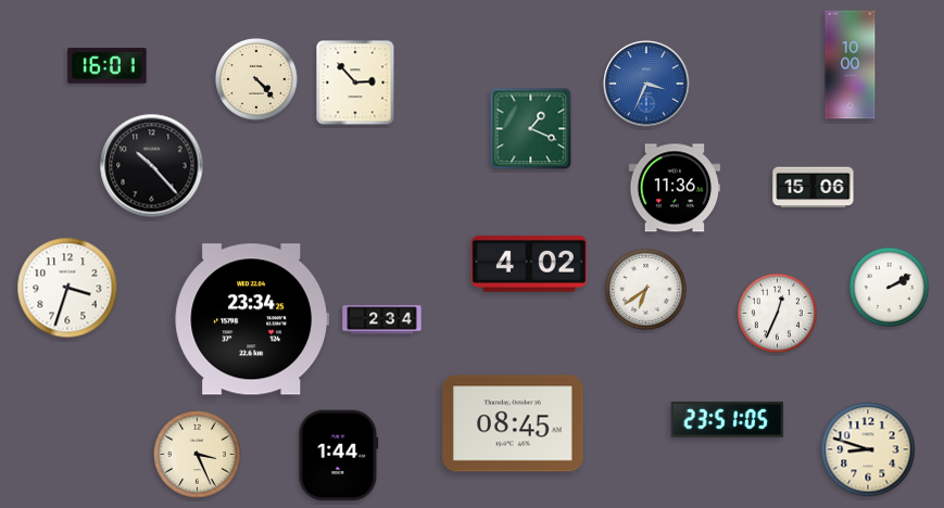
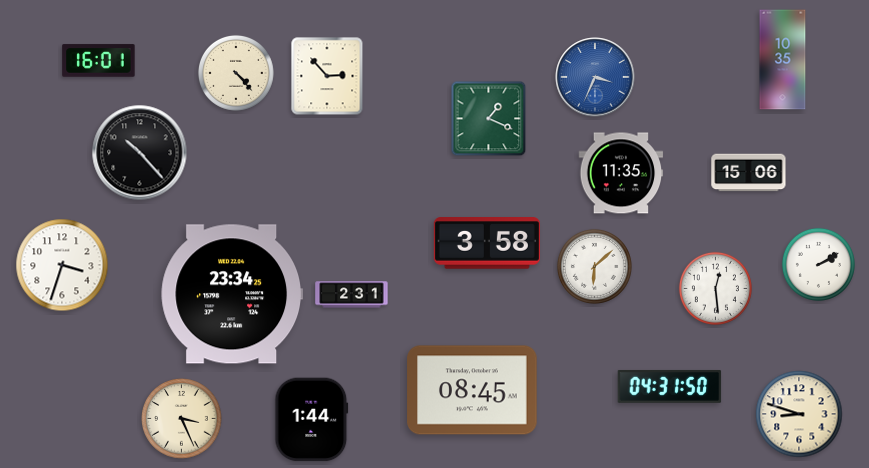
clock at (851, 65): 10:00 -> 10:35
clock at (675, 188): 11:36 -> 11:35
clock at (529, 264): 4:02 -> 3:58
clock at (645, 289): 6:39 -> 6:08
clock at (777, 313): 12:34 -> 12:29
clock at (382, 320): 2:34 -> 2:31
clock at (728, 419): 23:51 -> 04:31
